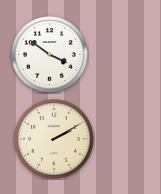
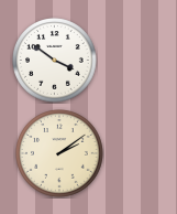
clock at (55, 140): 2:10 -> 2:09
